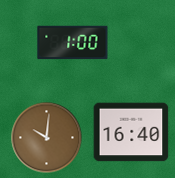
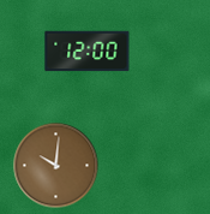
clock at (73, 43): 1:00 -> 12:00
clock at (131, 132): 16:40 -> none
